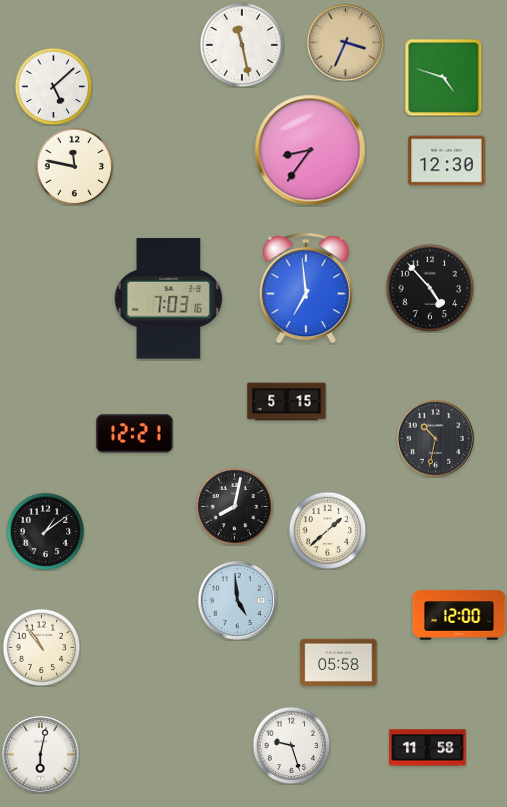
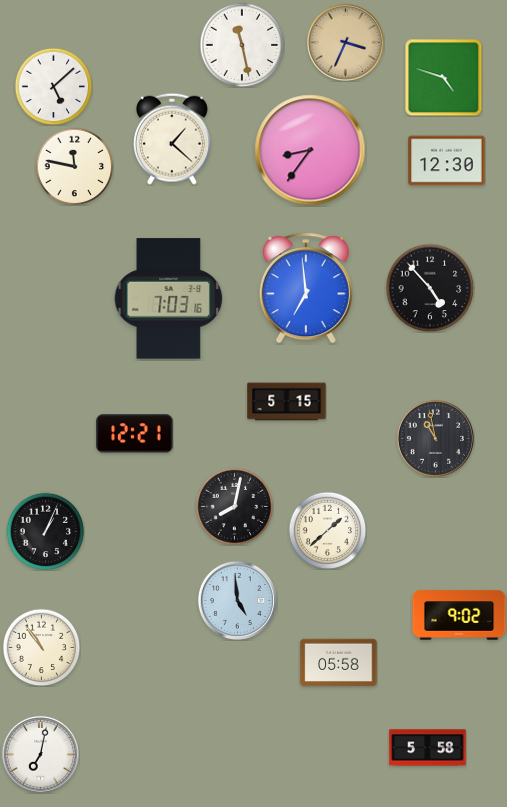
clock at (172, 139): none -> 1:22
clock at (435, 438): 10:32 -> 10:58
clock at (45, 531): 1:09 -> 1:04
clock at (459, 615): 12:00 -> 9:02
clock at (291, 745): 9:27 -> none
clock at (428, 748): 11:58 -> 5:58
clock at (40, 754): 6:02 -> 7:02
